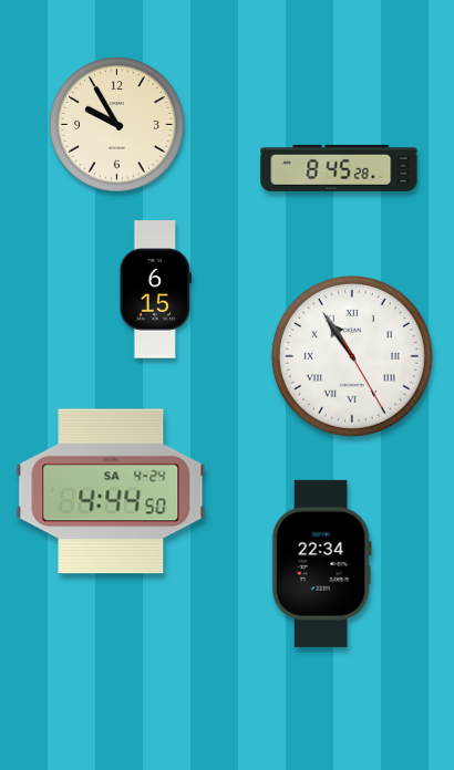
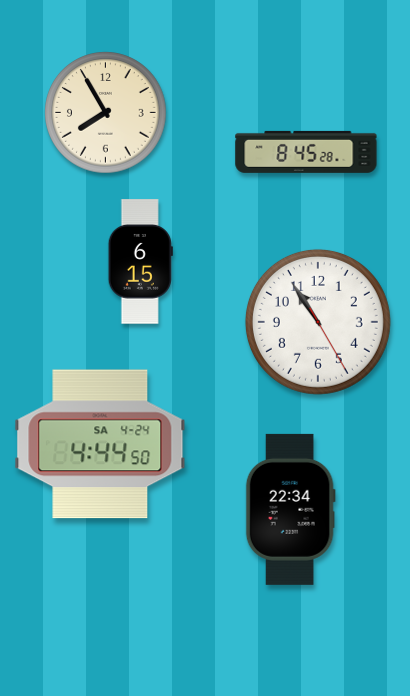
clock at (117, 125): 9:55 -> 7:55
clock at (352, 356) numerals: Roman -> Arabic
